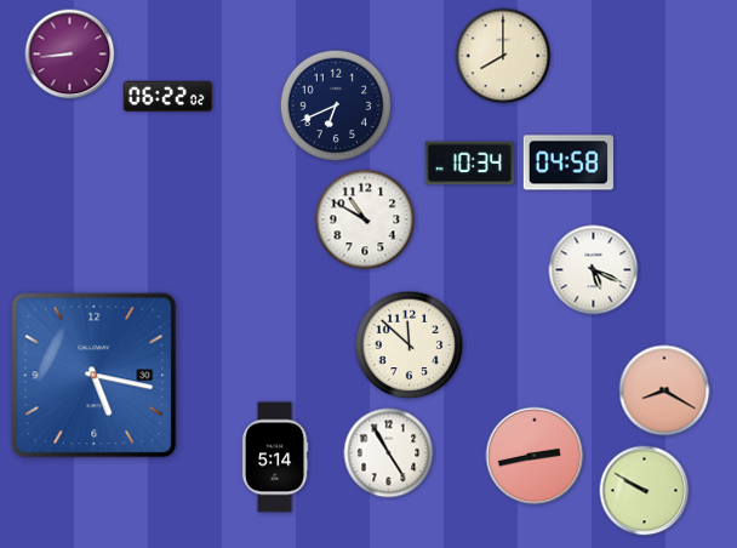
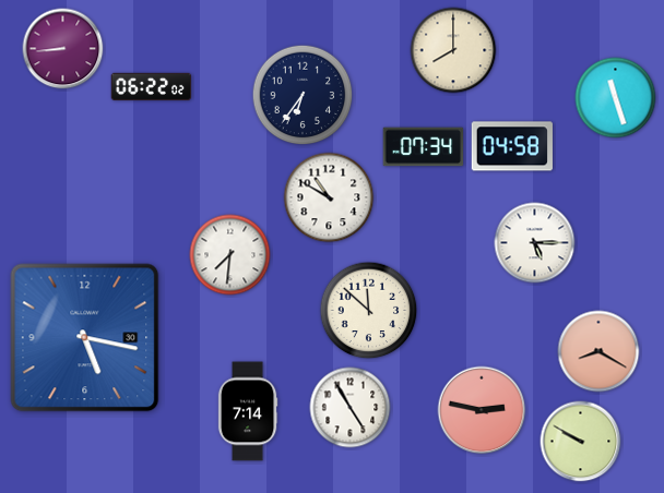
clock at (336, 105): 6:41 -> 6:36
clock at (616, 98): none -> 11:27
clock at (470, 164): 10:34 -> 07:34
clock at (594, 270): 5:19 -> 5:15
clock at (230, 255): none -> 7:31
clock at (535, 456): 2:43 -> 2:47
clock at (275, 457): 5:14 -> 7:14
